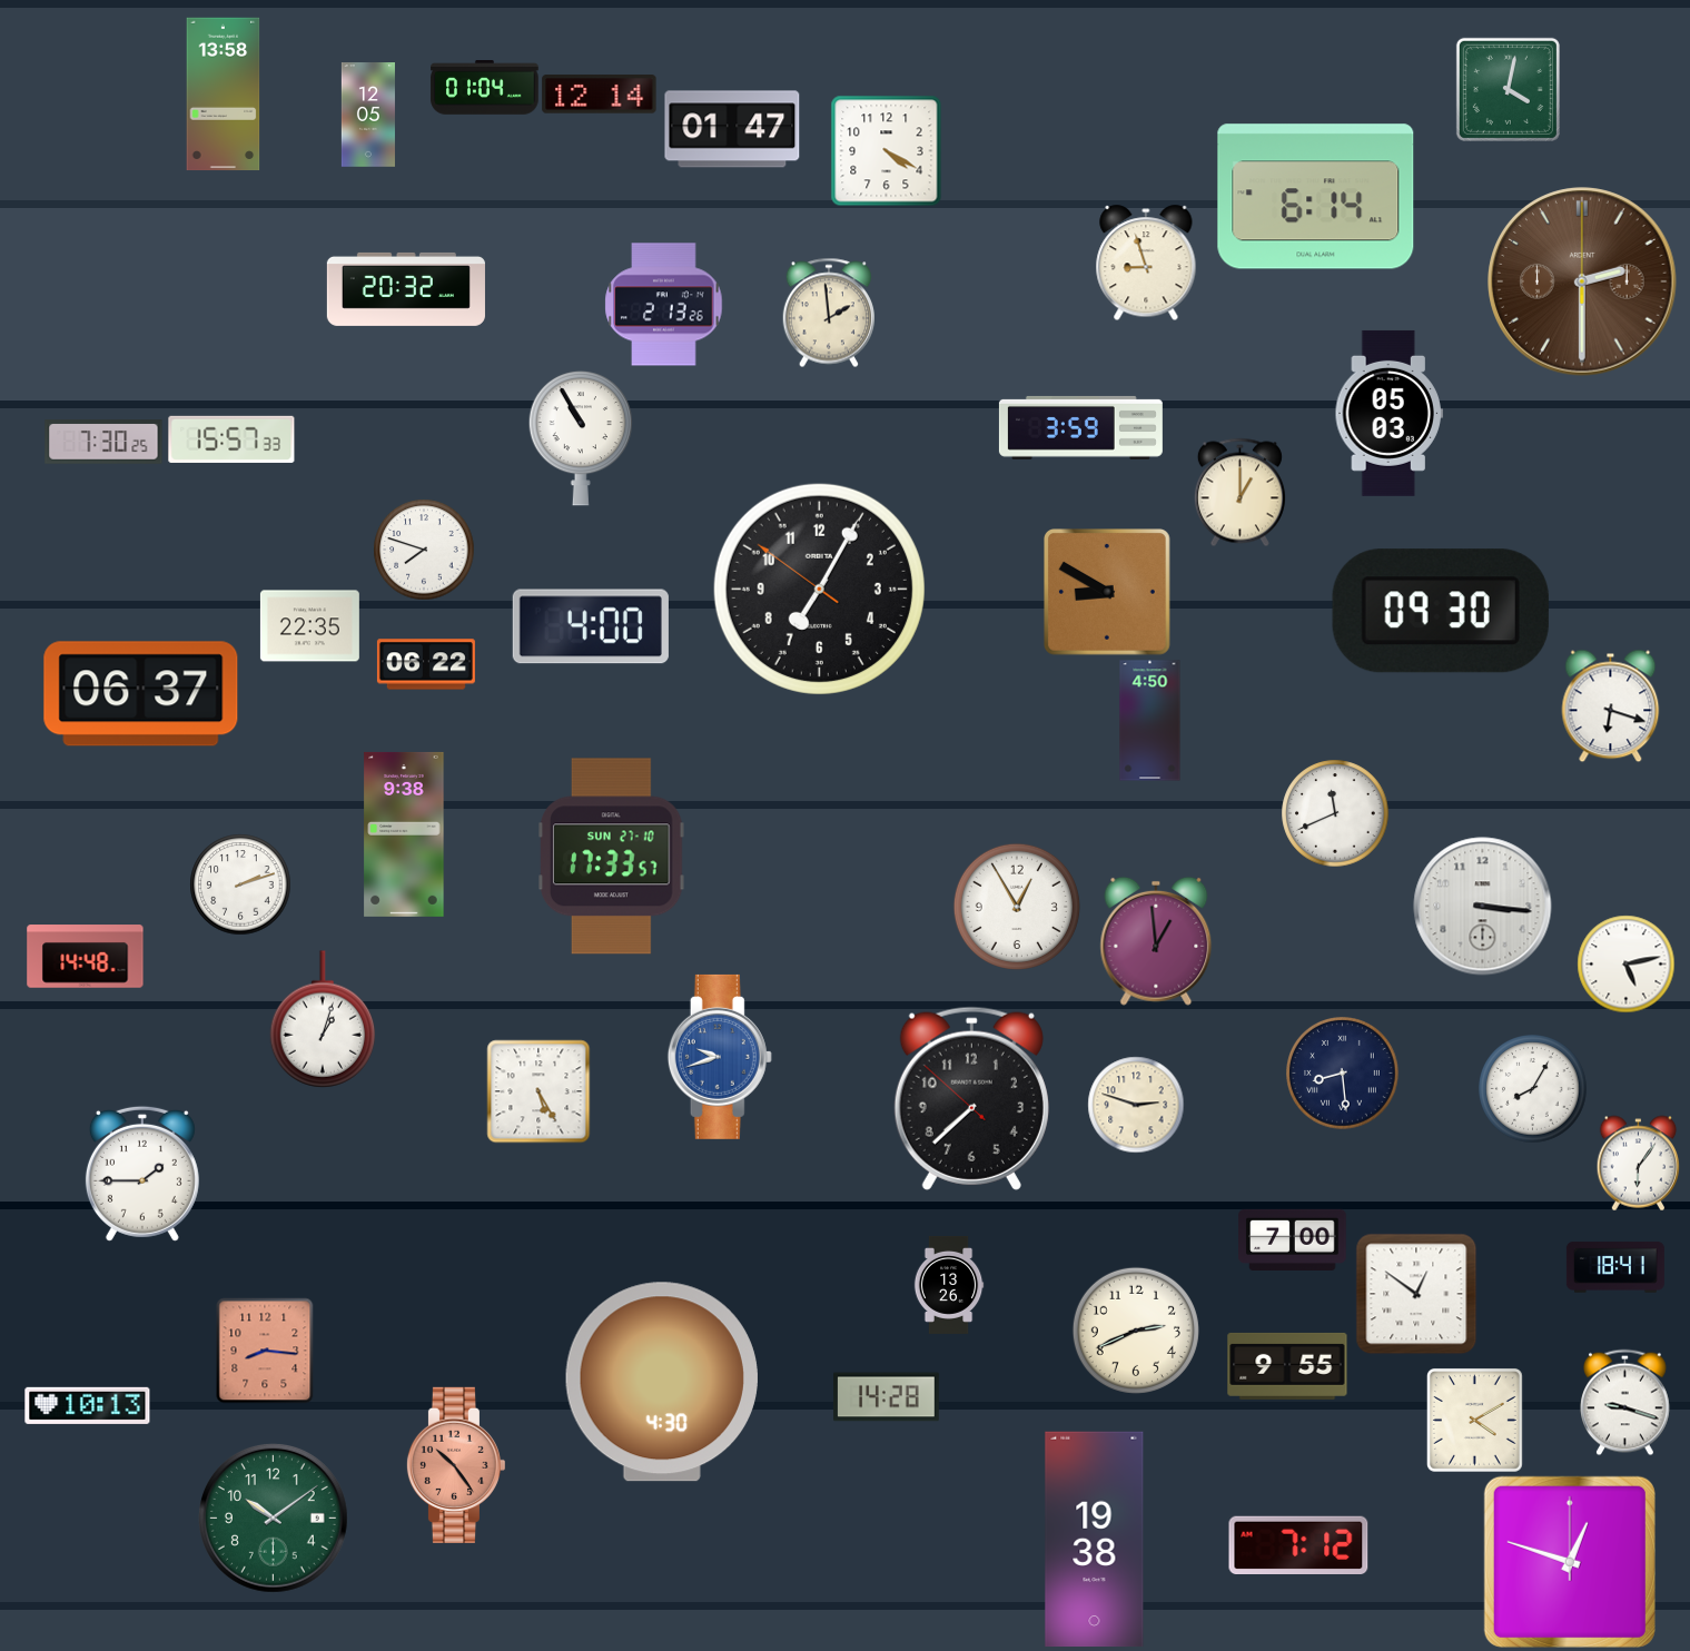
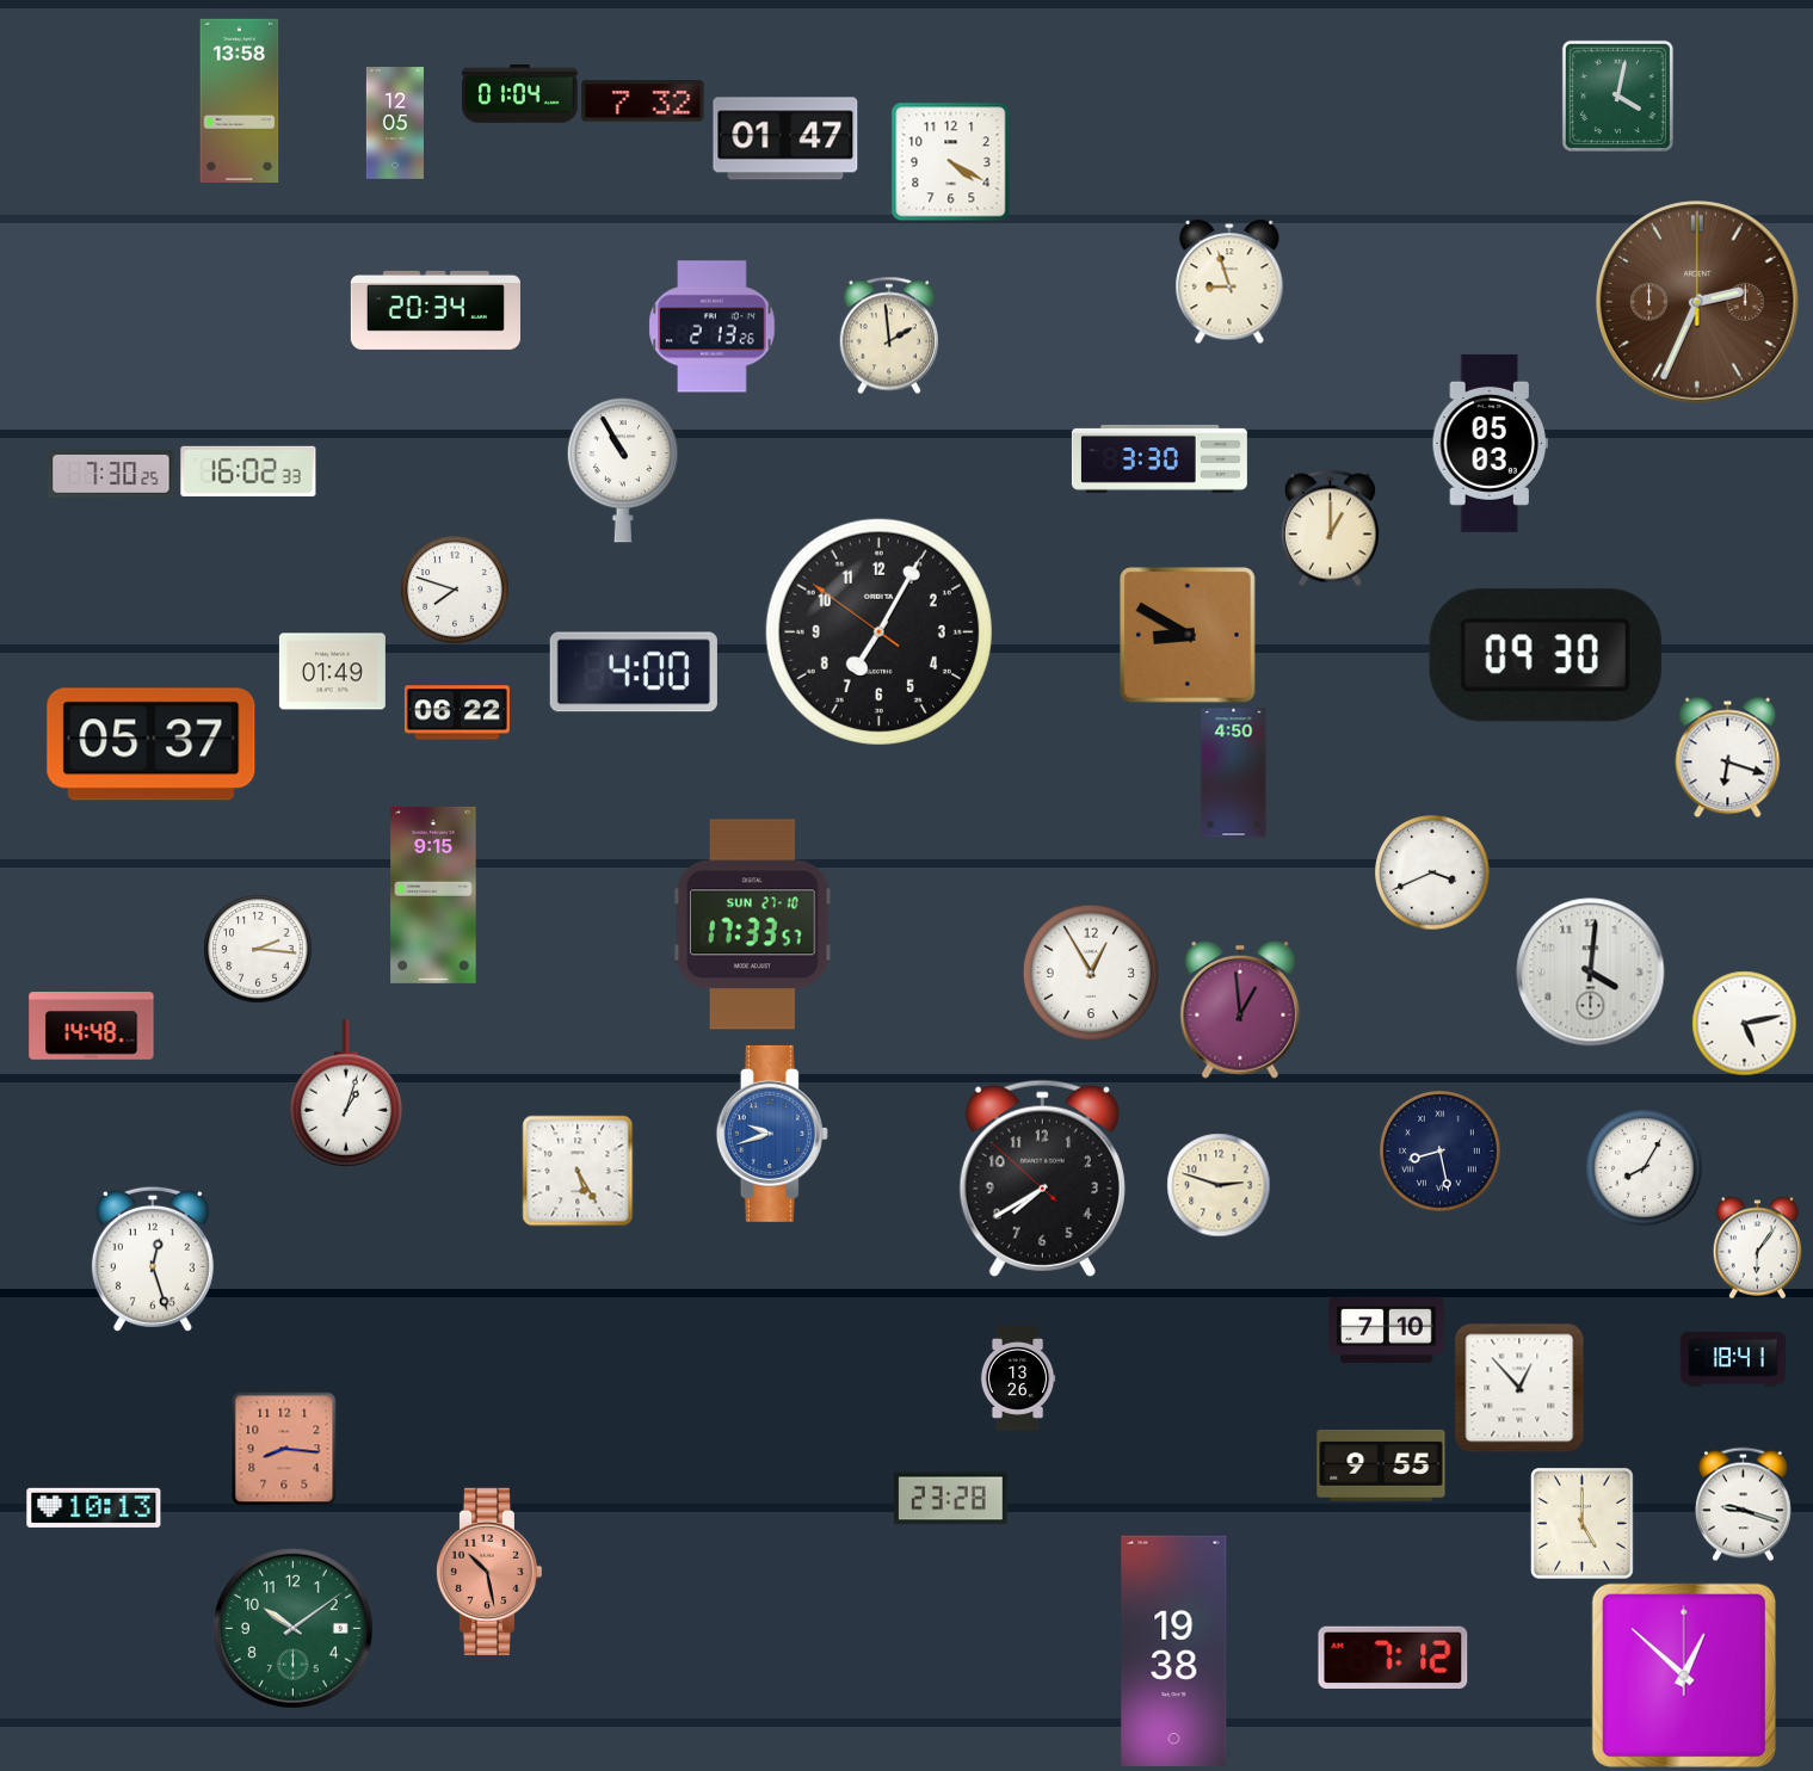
clock at (600, 95): 12:14 -> 7:32
clock at (1316, 197): 6:14 -> none
clock at (1582, 281): 2:30 -> 2:34
clock at (406, 289): 20:32 -> 20:34
clock at (1080, 427): 3:59 -> 3:30
clock at (231, 439): 15:57 -> 16:02
clock at (309, 626): 22:35 -> 01:49
clock at (141, 694): 06:37 -> 05:37
clock at (1335, 813): 11:41 -> 3:41
clock at (404, 834): 9:38 -> 9:15
clock at (612, 857) position: (612, 857) -> (753, 925)
clock at (240, 884): 2:12 -> 2:16
clock at (1483, 907): 3:16 -> 4:01
clock at (1625, 963) position: (1625, 963) -> (1744, 1023)
clock at (1343, 1074): 8:29 -> 8:28
clock at (971, 1098): 7:37 -> 7:39
clock at (142, 1174): 1:45 -> 12:27
clock at (1293, 1239): 7:00 -> 7:10
clock at (1416, 1294): 12:51 -> 12:53
clock at (1136, 1331): 2:41 -> none
clock at (662, 1382): 4:30 -> none
clock at (887, 1397): 14:28 -> 23:28
clock at (1474, 1420): 4:10 -> 5:00
clock at (455, 1465): 10:24 -> 10:28
clock at (1570, 1562): 12:48 -> 12:52
